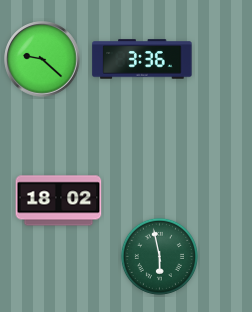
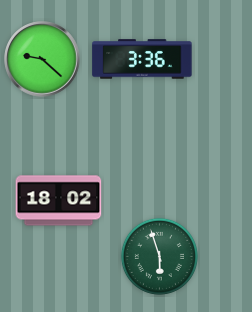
clock at (159, 256): 5:58 -> 5:57
